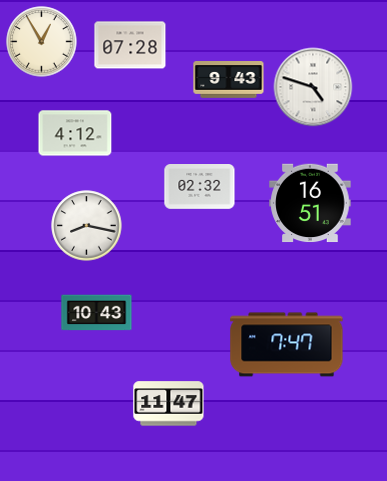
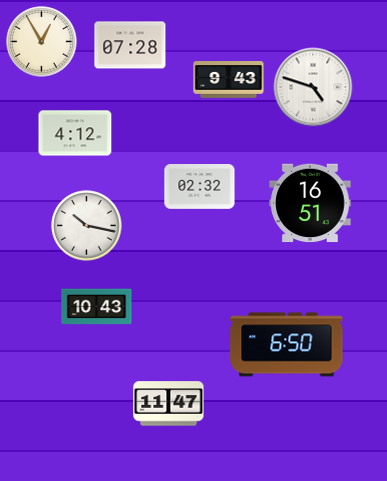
clock at (87, 226): 8:17 -> 10:17
clock at (97, 313) position: (97, 313) -> (97, 307)
clock at (287, 345): 7:47 -> 6:50
